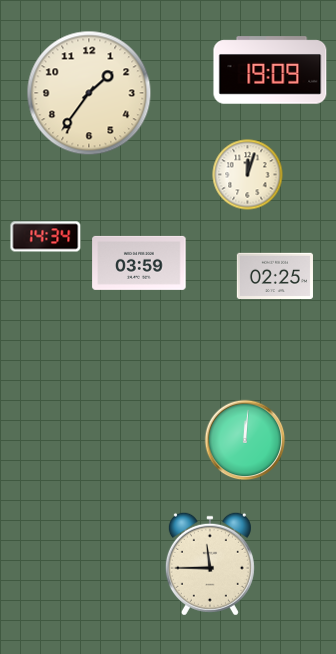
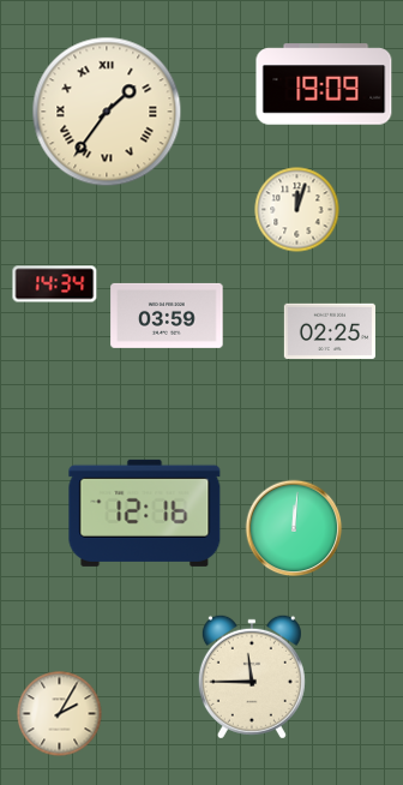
clock at (89, 93) numerals: Arabic -> Roman
clock at (145, 513): none -> 12:16
clock at (60, 714): none -> 2:05
